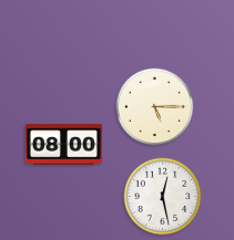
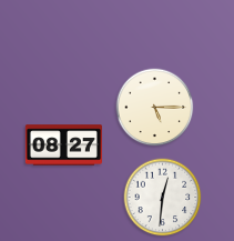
clock at (63, 145): 08:00 -> 08:27
clock at (163, 197): 12:28 -> 12:31
